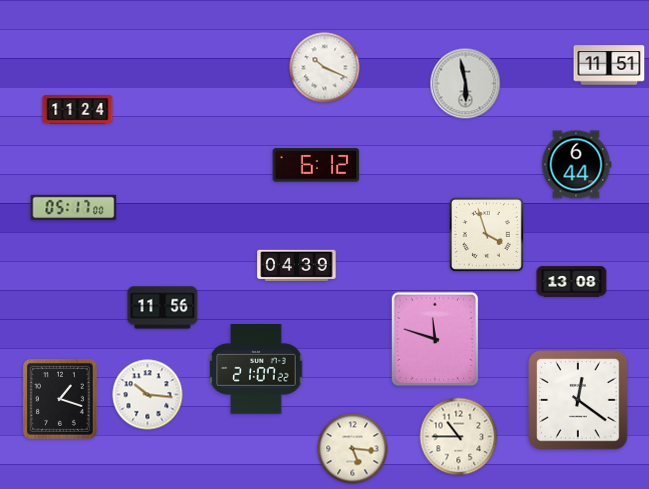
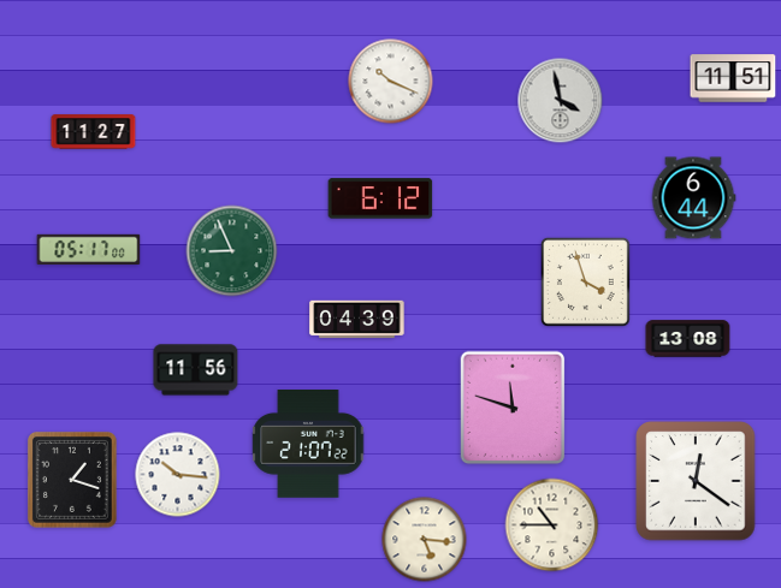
clock at (466, 84): 5:58 -> 3:58
clock at (78, 110): 11:24 -> 11:27
clock at (232, 251): none -> 8:56
clock at (435, 339) position: (435, 339) -> (513, 408)
